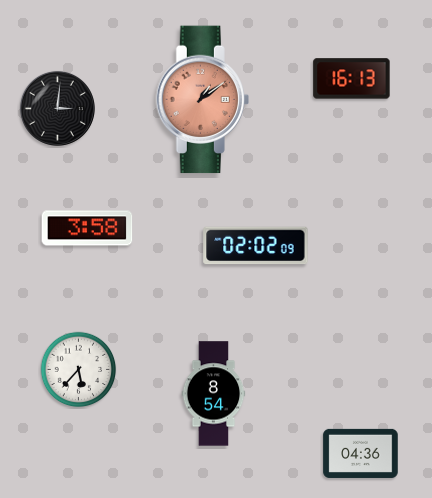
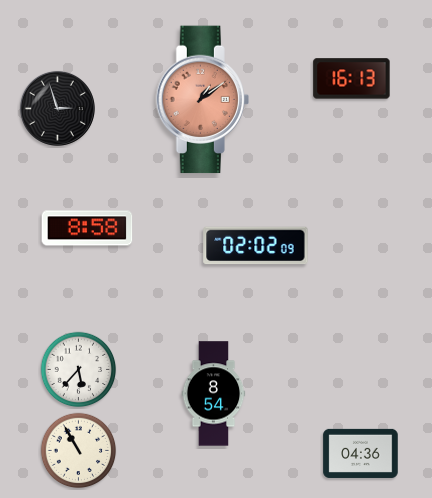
clock at (57, 108): 3:01 -> 2:57
clock at (87, 228): 3:58 -> 8:58
clock at (79, 451): none -> 10:55
